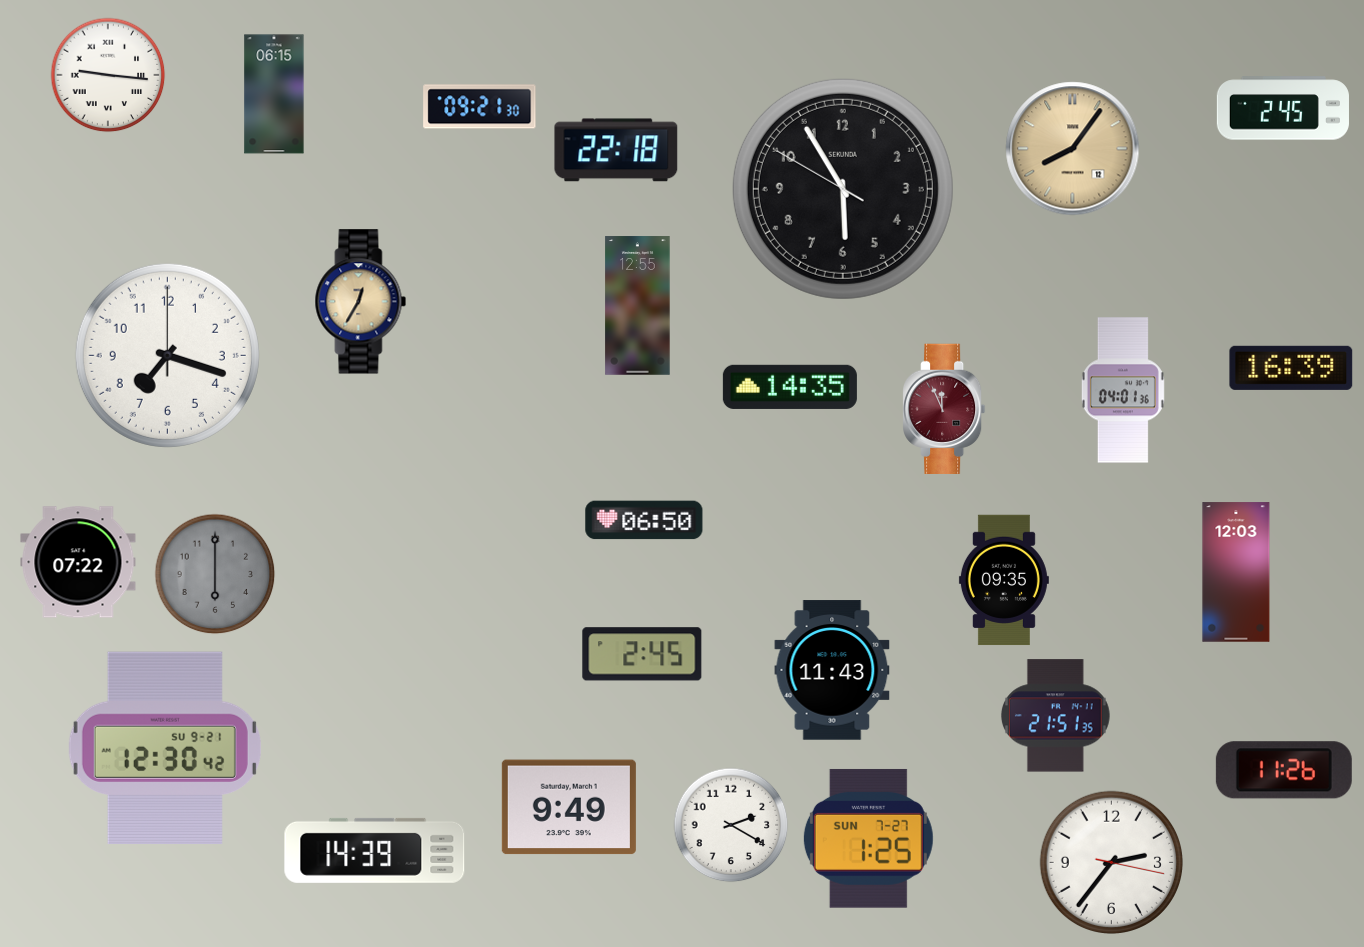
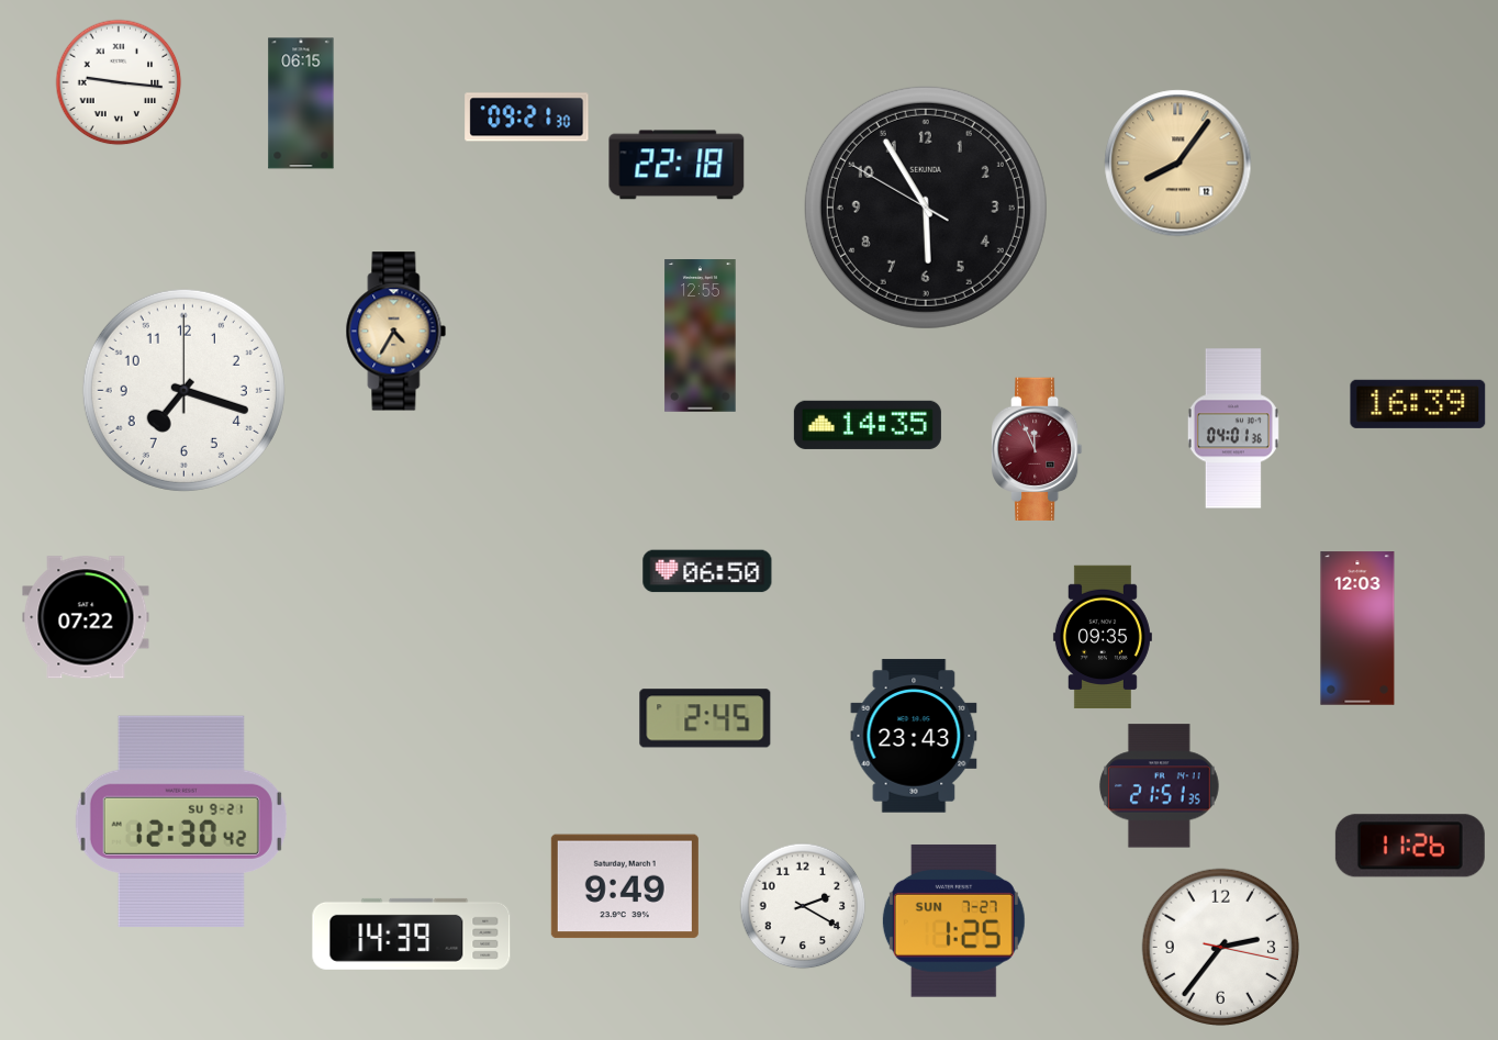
clock at (1283, 108): 2:45 -> none
clock at (361, 302): 12:35 -> 4:35
clock at (215, 574): 6:00 -> none
clock at (832, 670): 11:43 -> 23:43
